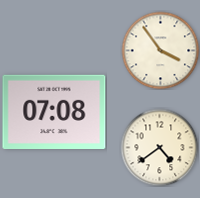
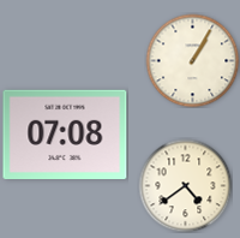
clock at (160, 50): 3:54 -> 1:05
clock at (159, 147) position: (159, 147) -> (185, 185)
